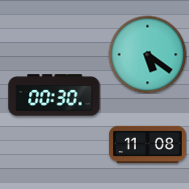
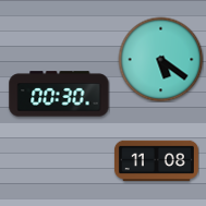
clock at (54, 95) position: (54, 95) -> (59, 94)
clock at (147, 145) position: (147, 145) -> (156, 161)
